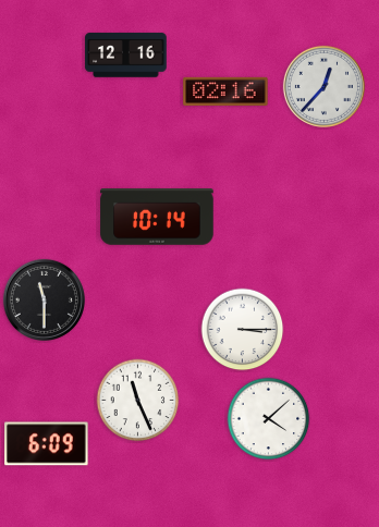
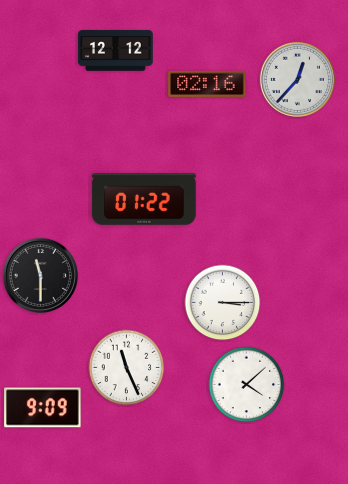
clock at (126, 56): 12:16 -> 12:12
clock at (157, 217): 10:14 -> 01:22
clock at (47, 444): 6:09 -> 9:09
